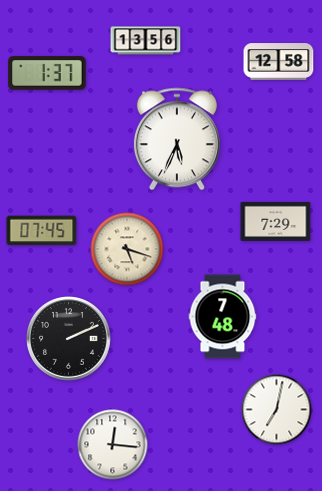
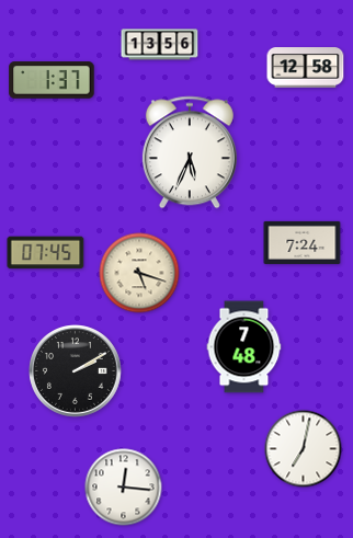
clock at (177, 139) position: (177, 139) -> (190, 152)
clock at (276, 221): 7:29 -> 7:24
clock at (69, 339): 2:11 -> 2:10
